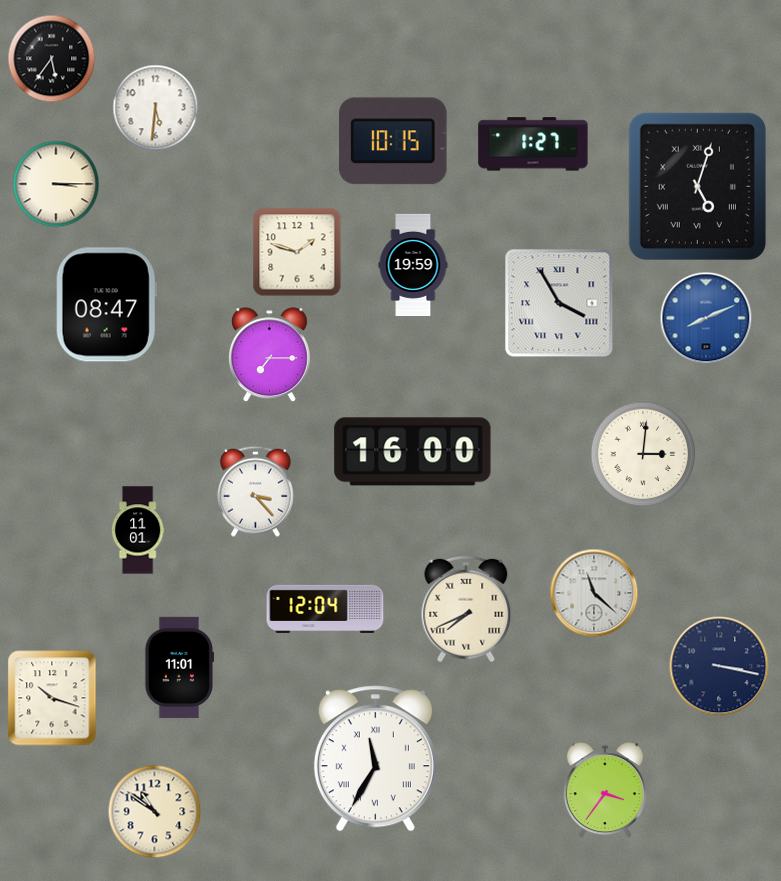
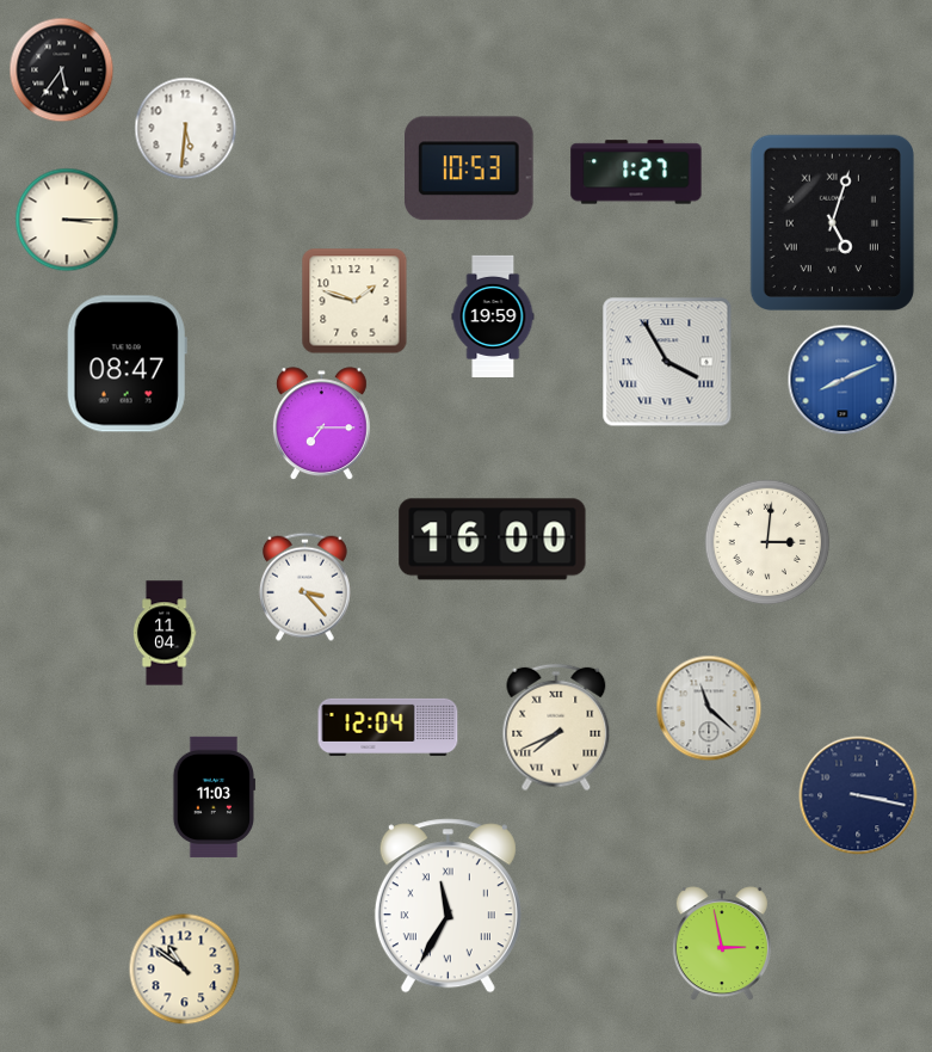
clock at (394, 141): 10:15 -> 10:53
clock at (138, 530): 11:01 -> 11:04
clock at (178, 667): 11:01 -> 11:03
clock at (52, 698): 10:18 -> none
clock at (605, 791): 3:36 -> 2:58
